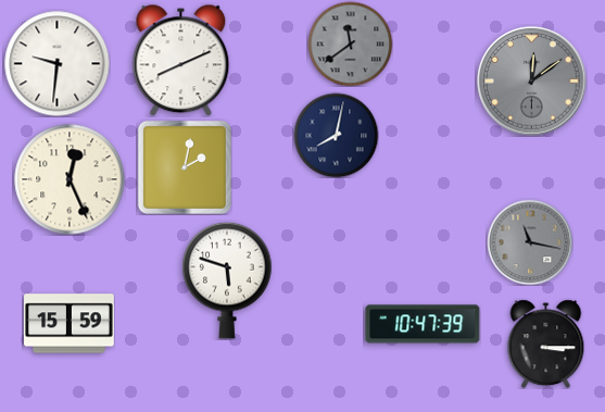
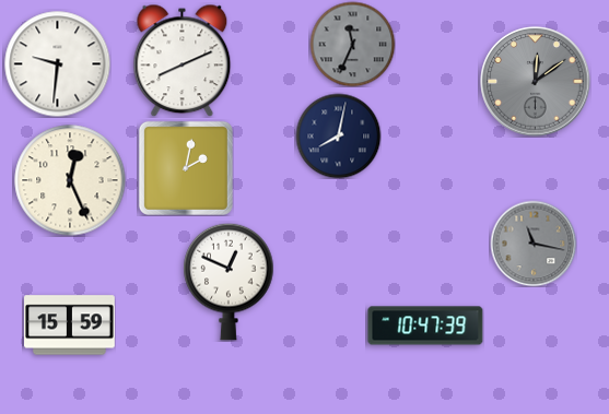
clock at (350, 43): 11:39 -> 11:34
clock at (227, 280): 5:48 -> 12:49
clock at (546, 344): 3:15 -> none
